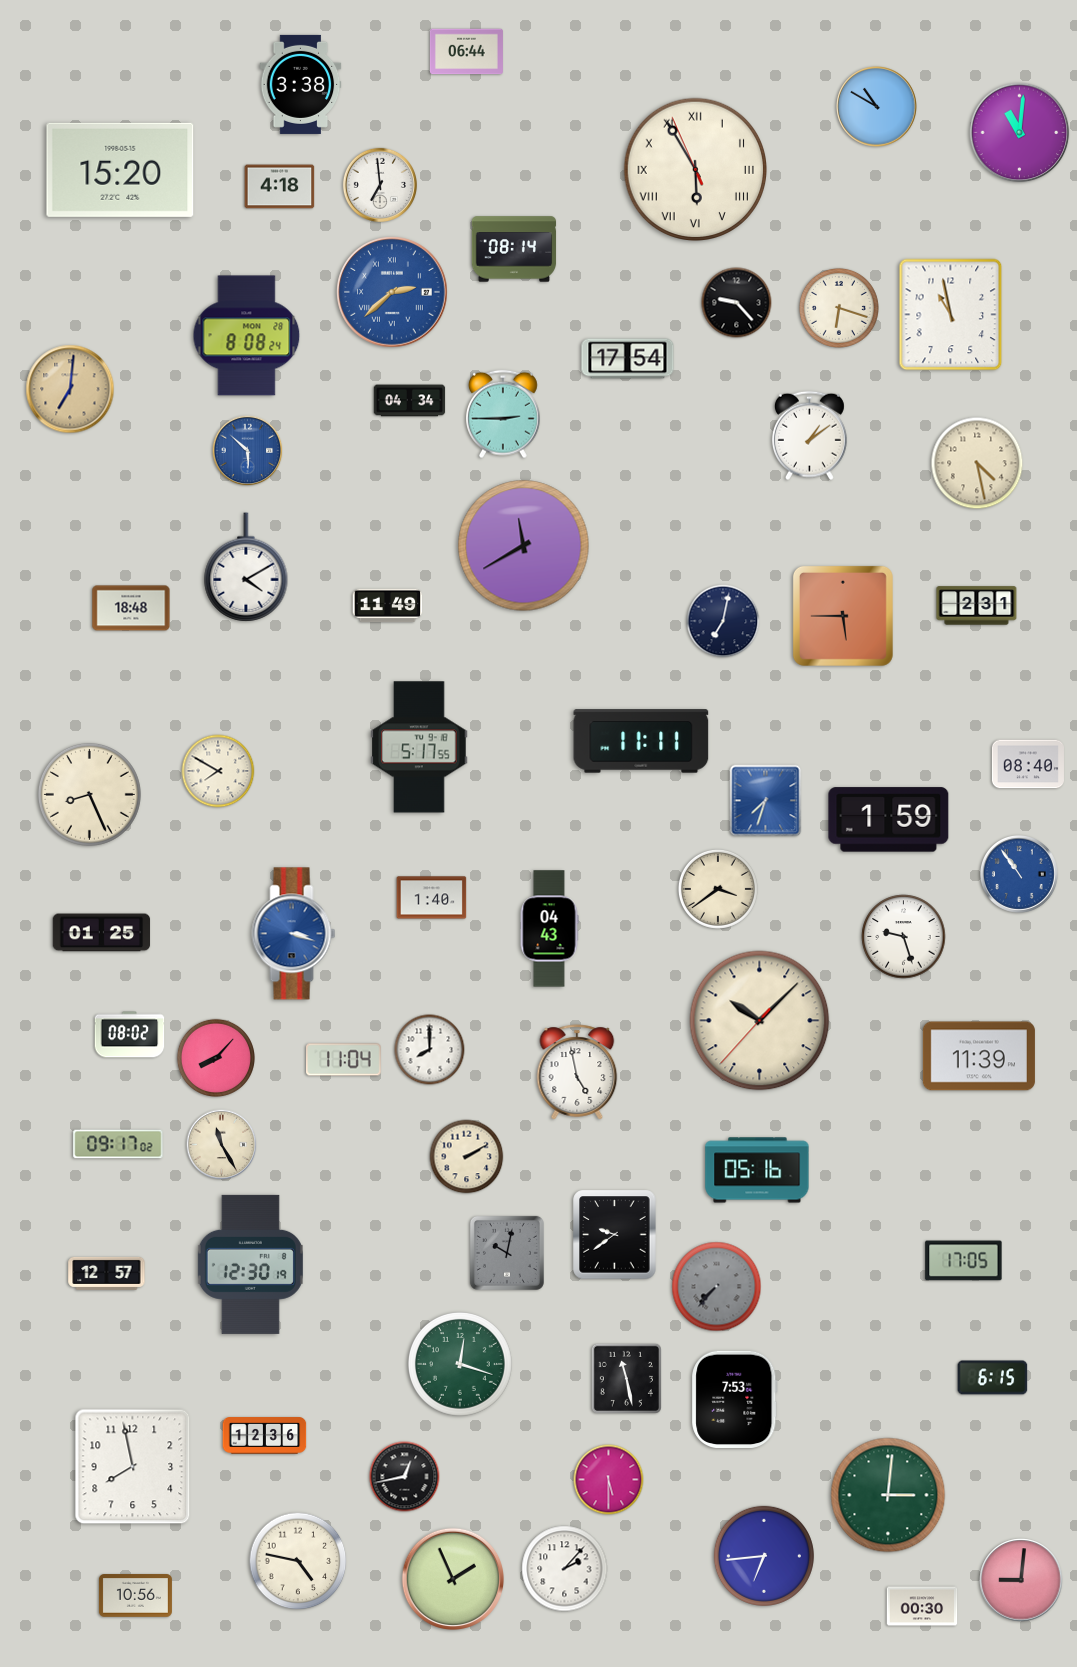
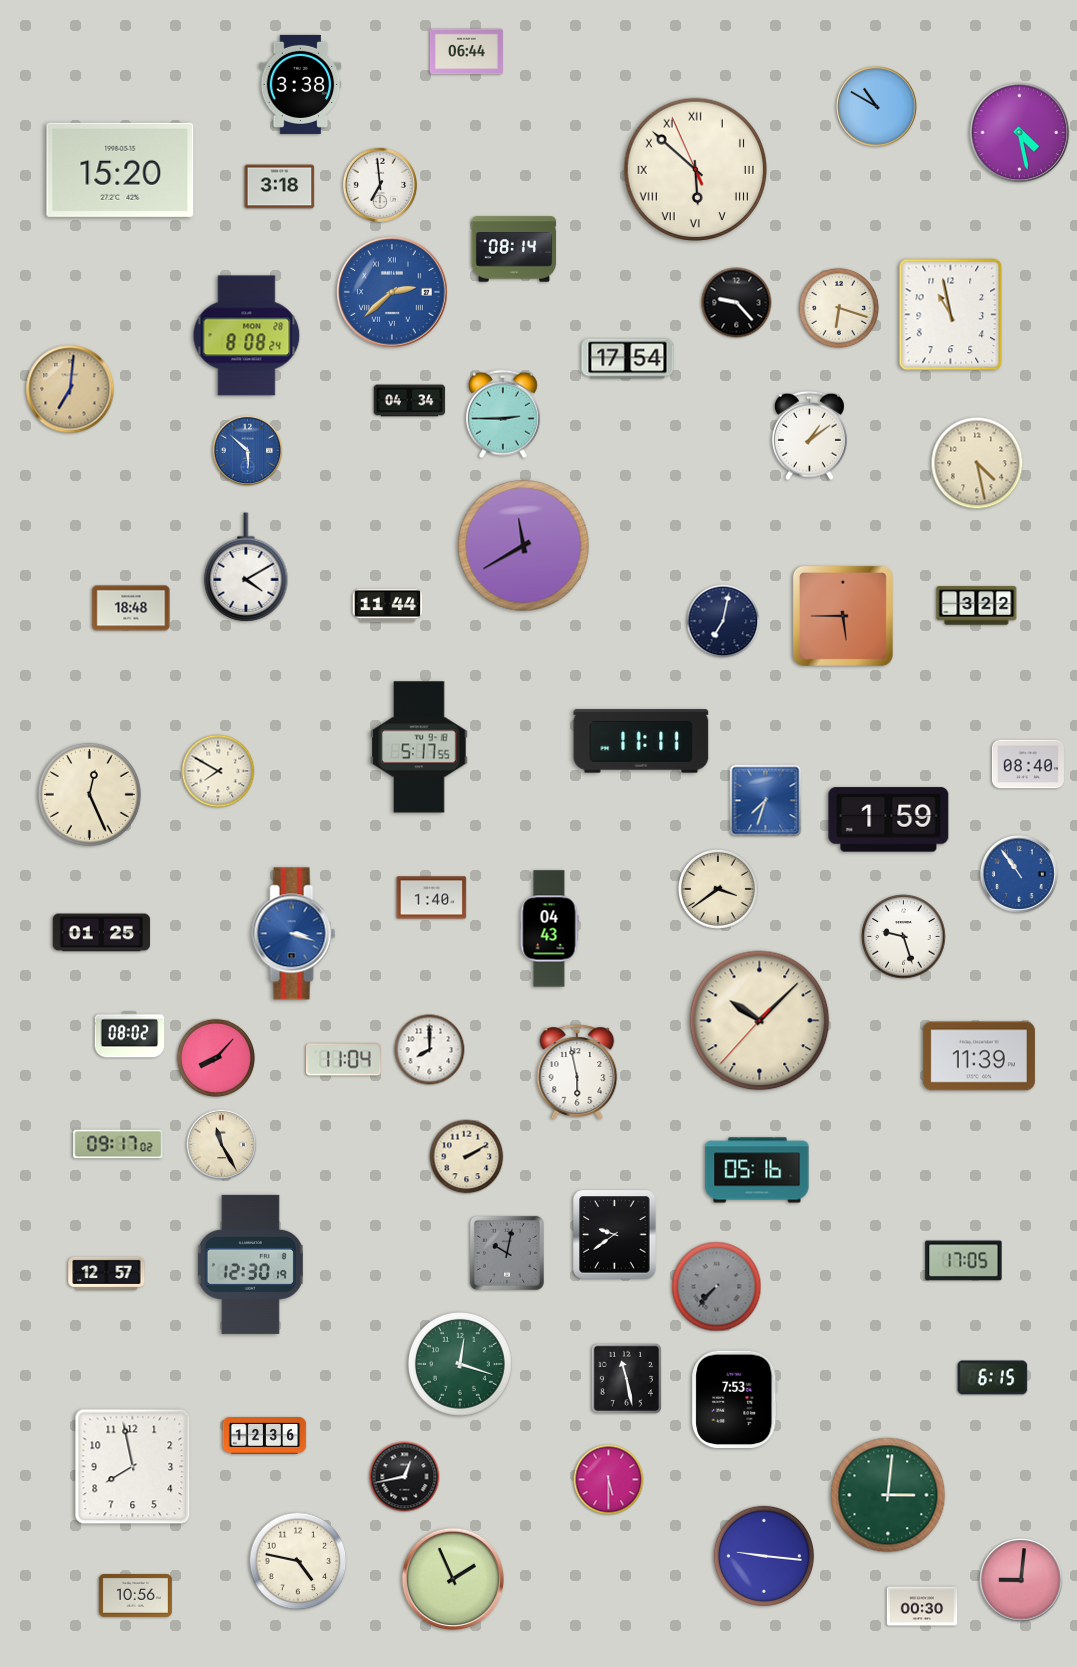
clock at (1020, 133): 11:01 -> 4:28
clock at (695, 169): 5:54 -> 5:51
clock at (280, 187): 4:18 -> 3:18
clock at (388, 606): 11:49 -> 11:44
clock at (977, 606): 2:31 -> 3:22
clock at (89, 794): 8:26 -> 12:26
clock at (577, 1072): 4:58 -> 5:58
clock at (764, 1556): 6:44 -> 9:16
clock at (565, 1569): 2:07 -> none
